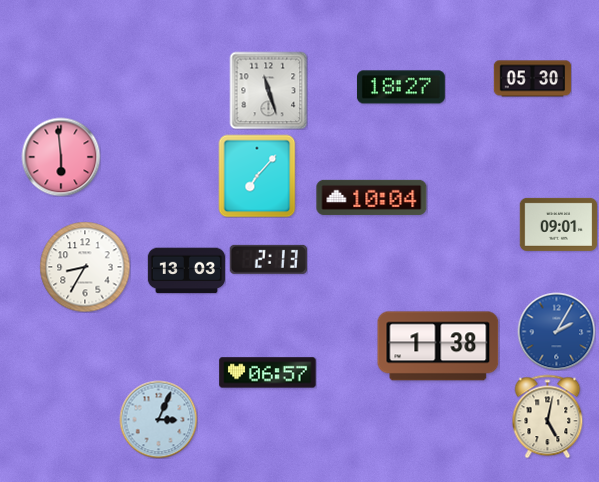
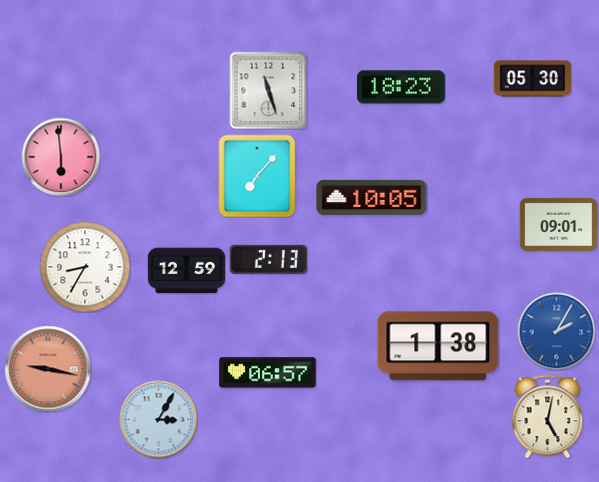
clock at (401, 87): 18:27 -> 18:23
clock at (372, 197): 10:04 -> 10:05
clock at (186, 271): 13:03 -> 12:59
clock at (48, 369): none -> 9:17
clock at (158, 419): 3:04 -> 3:05
